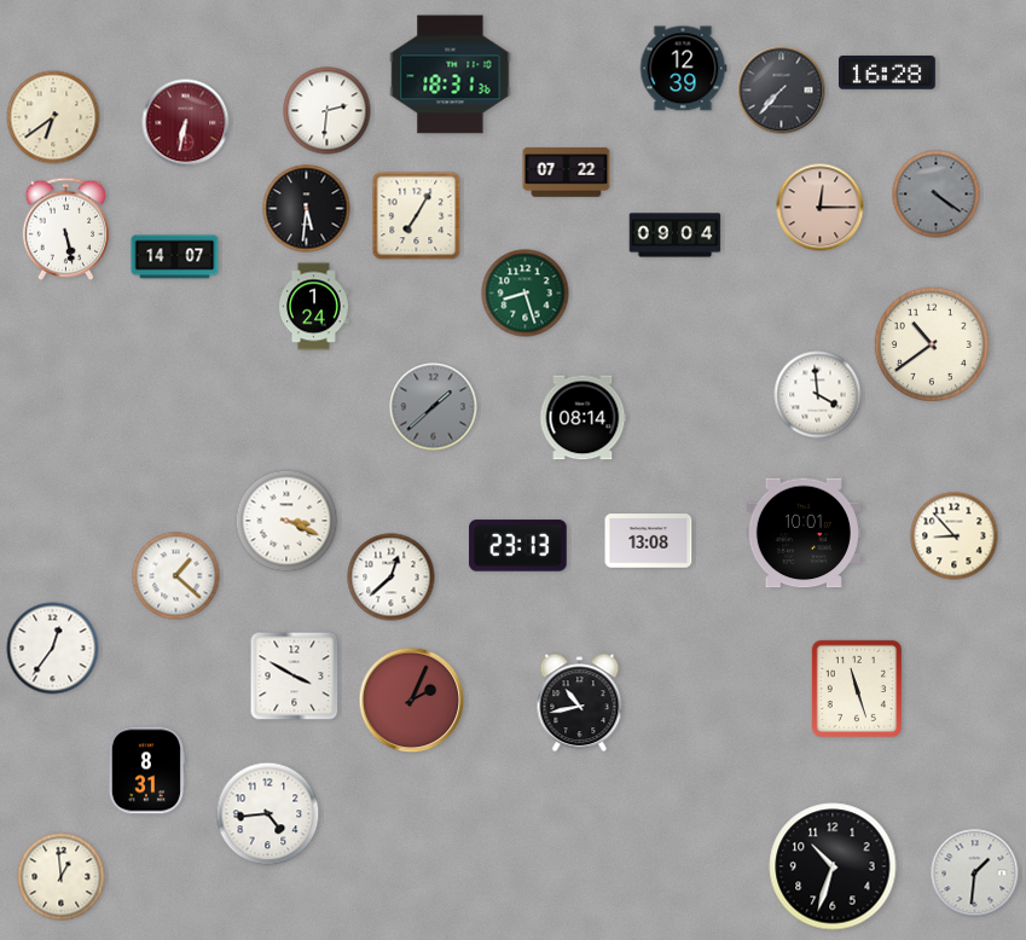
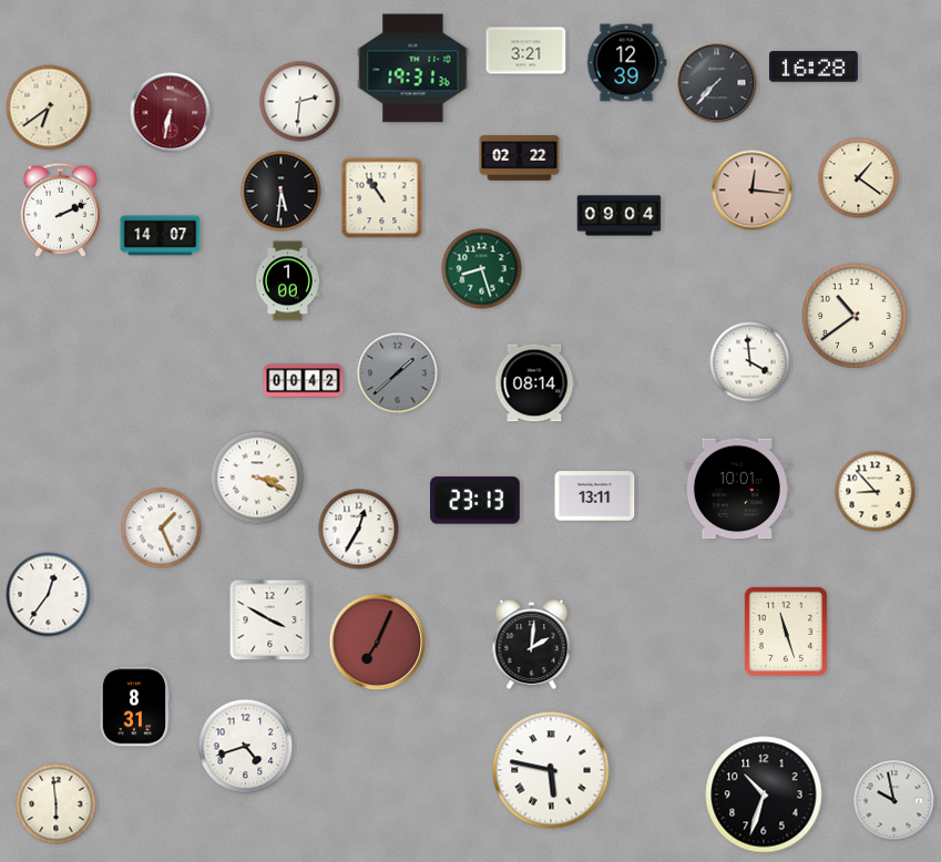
clock at (526, 51): none -> 3:21
clock at (451, 75): 18:31 -> 19:31
clock at (567, 173): 07:22 -> 02:22
clock at (937, 195): 4:21 -> 1:21
clock at (937, 195) dial: grey -> cream
clock at (821, 208): 12:15 -> 12:16
clock at (417, 216): 7:05 -> 10:54
clock at (66, 228): 5:28 -> 2:11
clock at (314, 307): 1:24 -> 1:00
clock at (304, 381): none -> 00:42
clock at (286, 521) position: (286, 521) -> (257, 478)
clock at (649, 541): 13:08 -> 13:11
clock at (176, 576): 1:22 -> 1:26
clock at (392, 578): 12:38 -> 12:35
clock at (412, 701): 2:04 -> 7:04
clock at (580, 703): 10:43 -> 2:01
clock at (268, 814): 4:44 -> 4:42
clock at (551, 770): none -> 5:47
clock at (975, 874): 1:31 -> 9:58
clock at (62, 877): 12:59 -> 5:59
